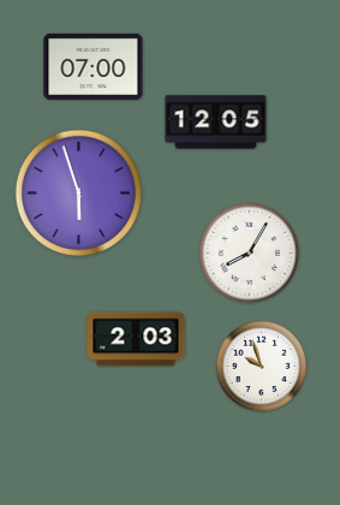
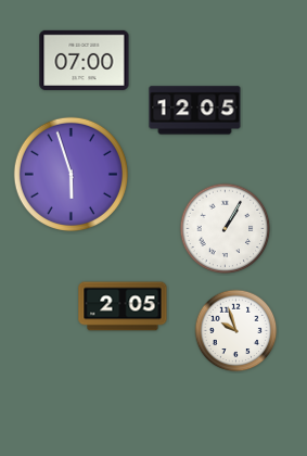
clock at (250, 254): 8:05 -> 1:05
clock at (136, 339): 2:03 -> 2:05
